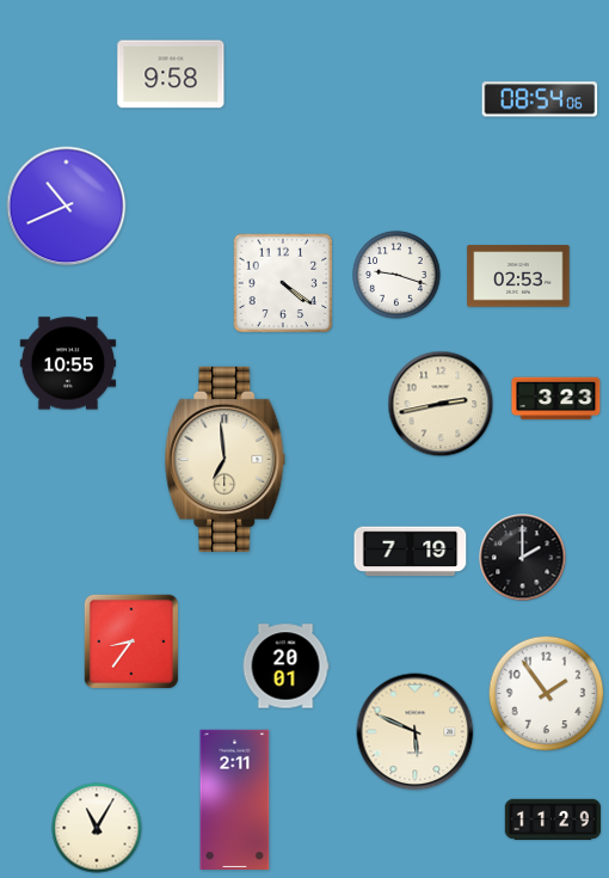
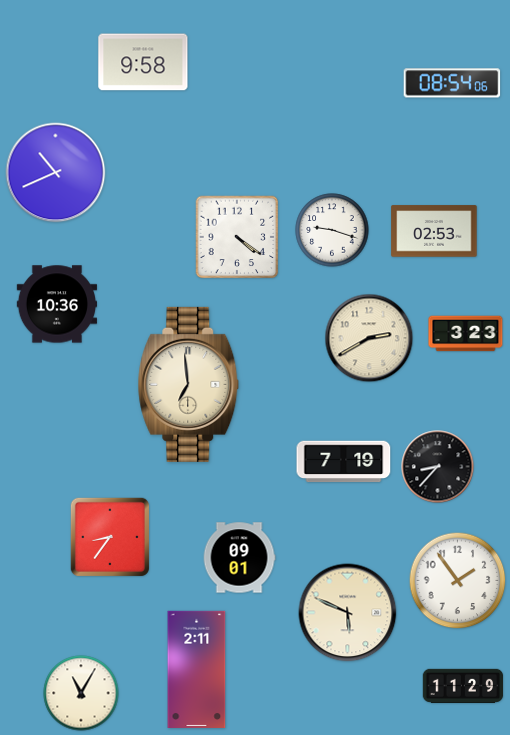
clock at (68, 363): 10:55 -> 10:36
clock at (441, 404): 2:43 -> 2:40
clock at (523, 558): 2:00 -> 8:37
clock at (285, 667): 20:01 -> 09:01
